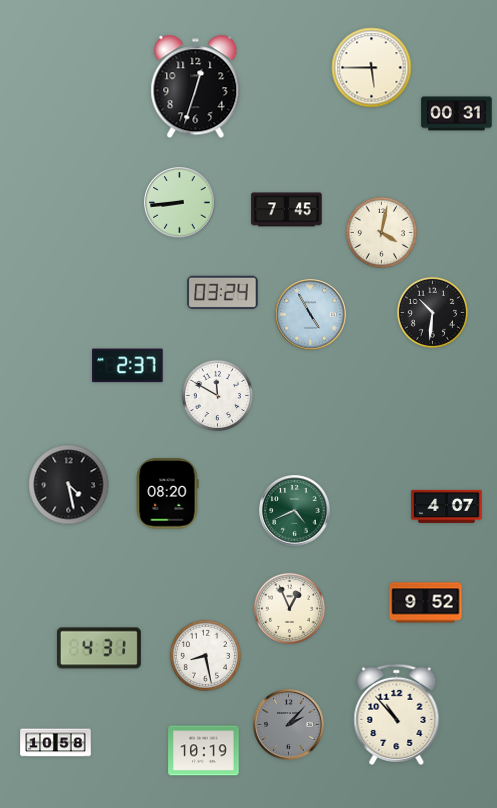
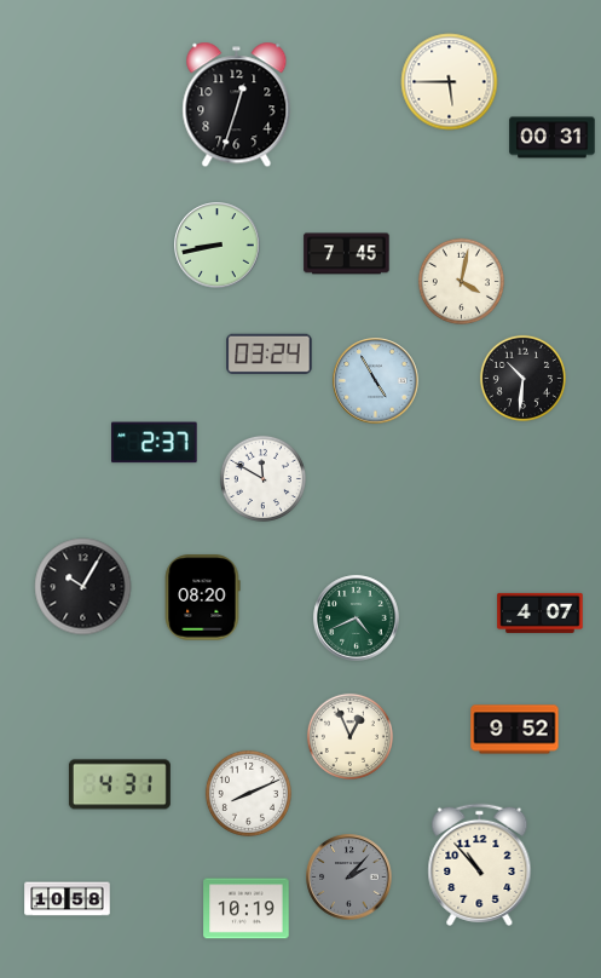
clock at (180, 203): 8:44 -> 8:43
clock at (69, 485): 4:28 -> 10:05
clock at (205, 655): 8:28 -> 8:11
